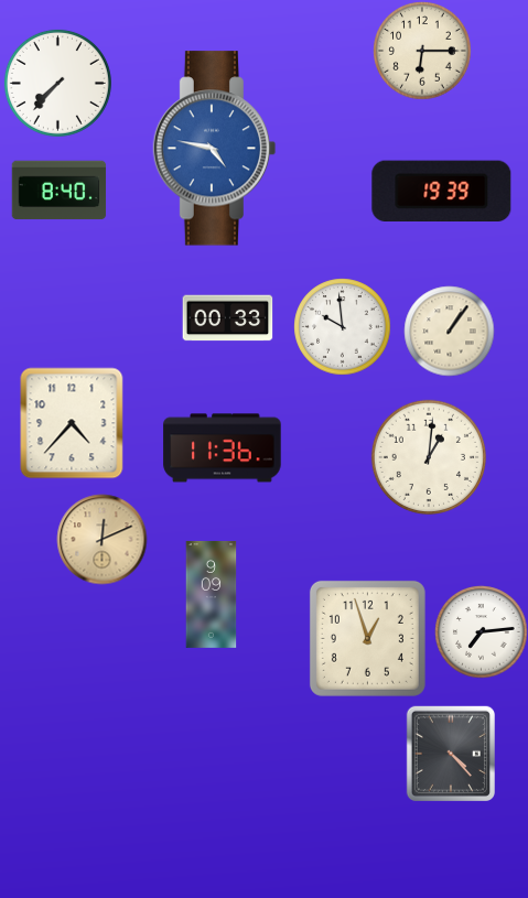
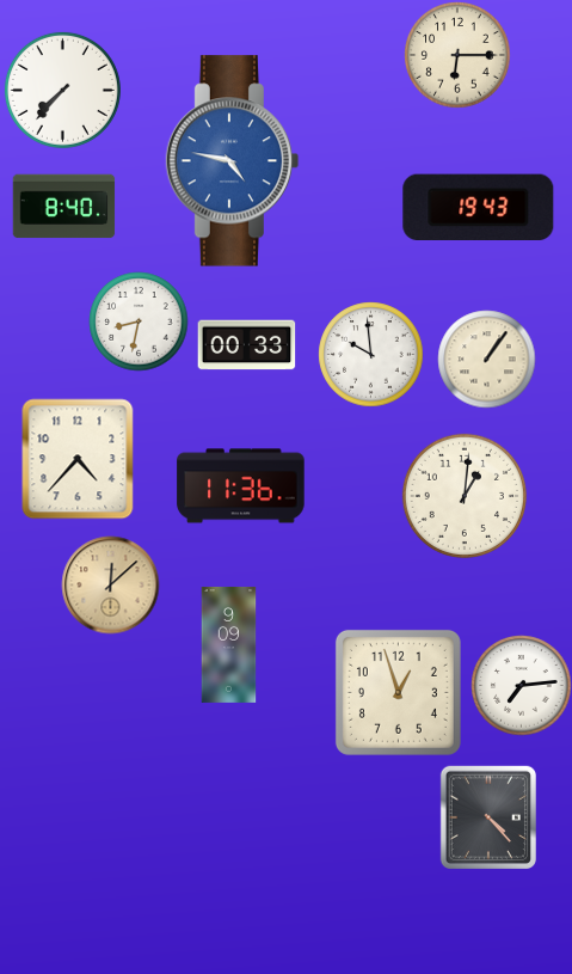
clock at (442, 191): 19:39 -> 19:43
clock at (139, 321): none -> 8:32
clock at (101, 539): 12:11 -> 12:08
